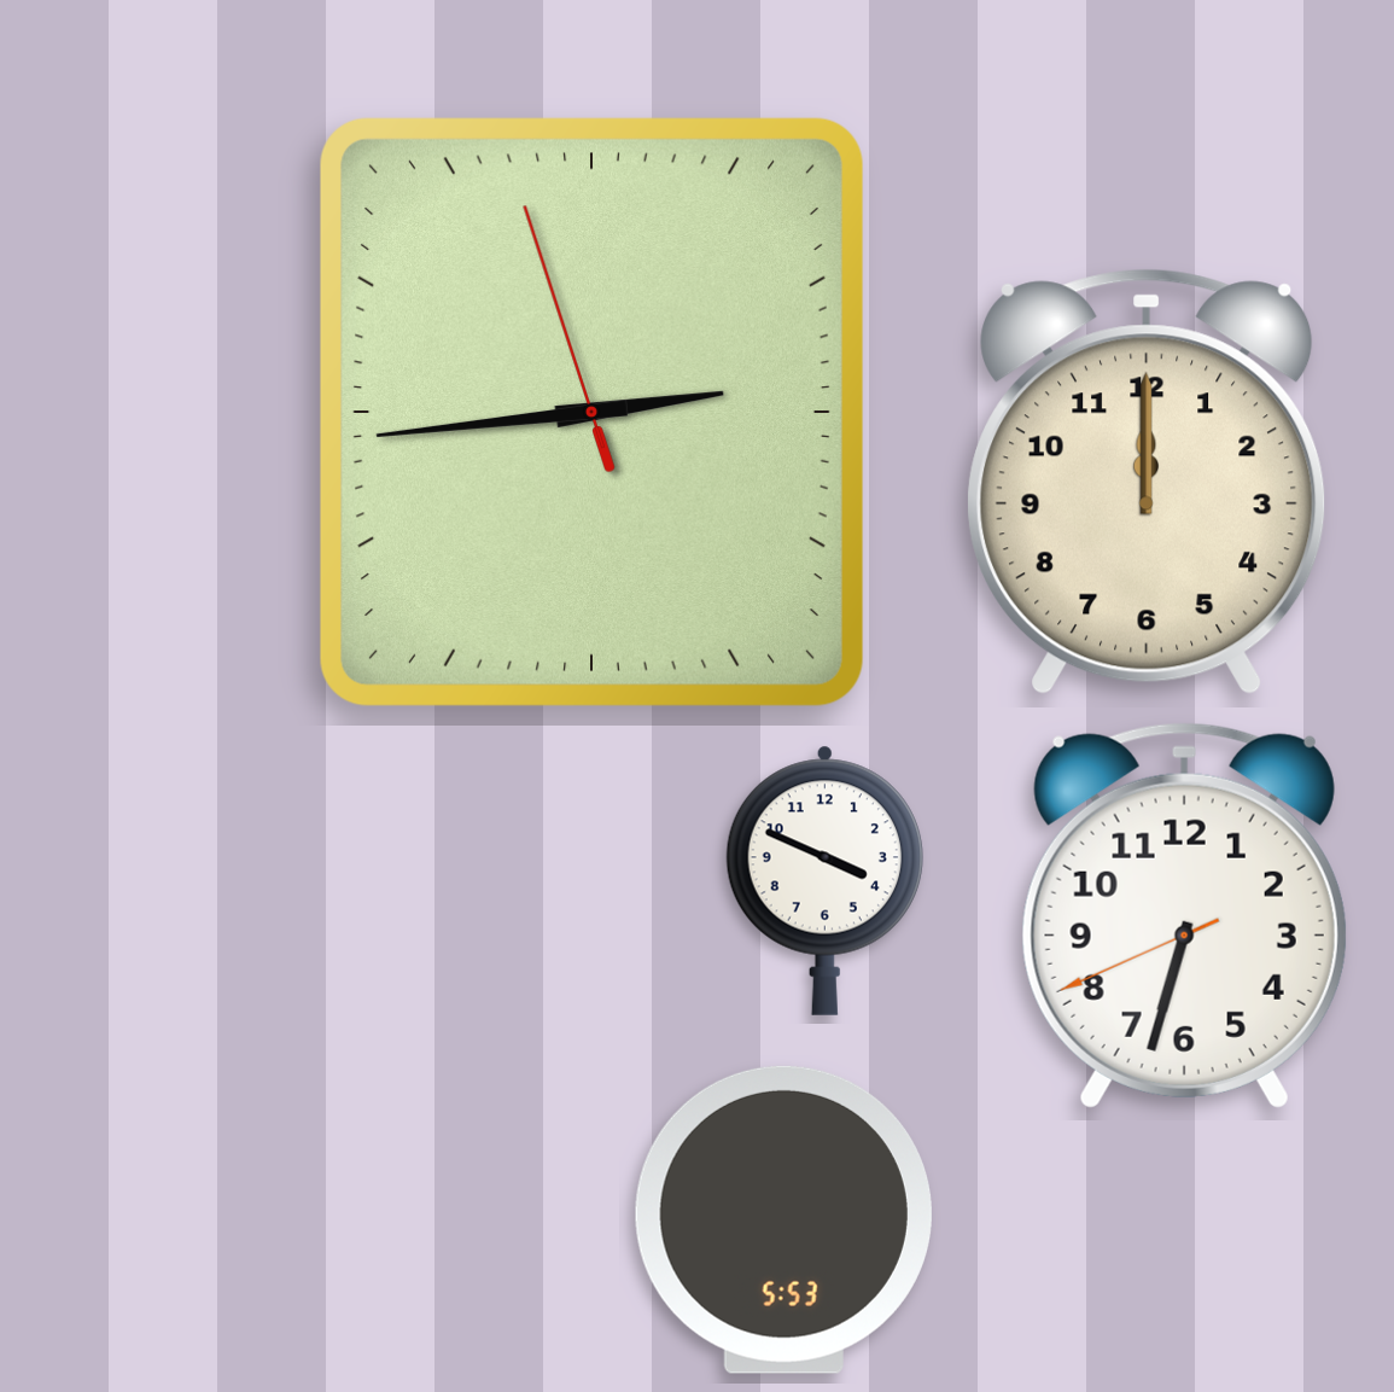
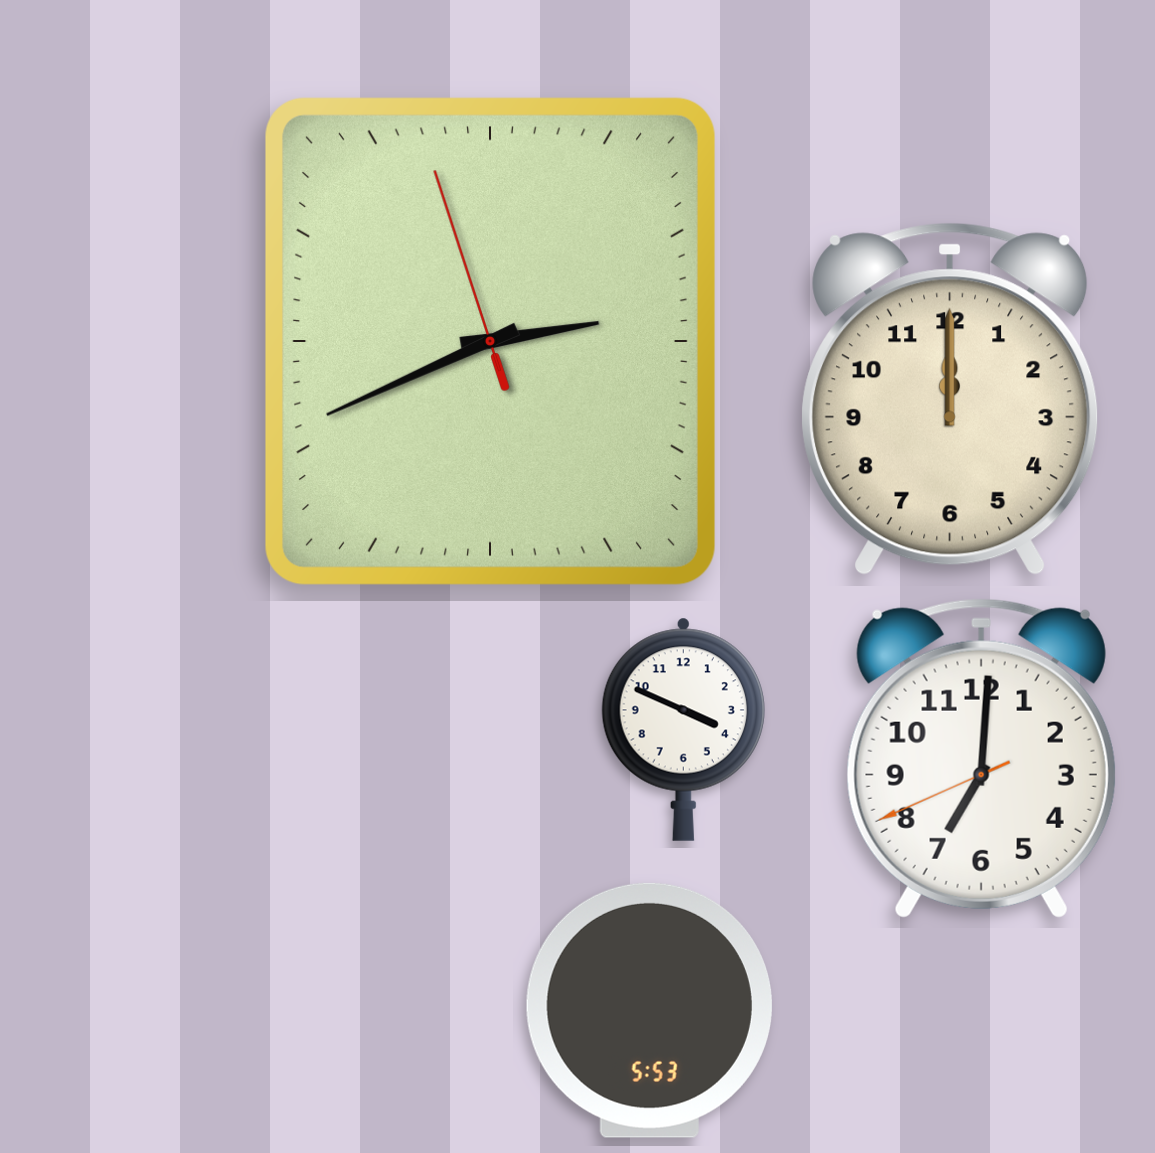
clock at (591, 412): 2:43 -> 2:40
clock at (1184, 915): 6:32 -> 7:00
